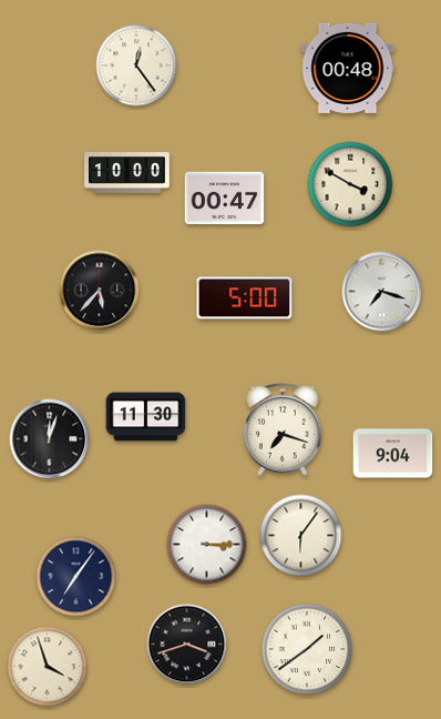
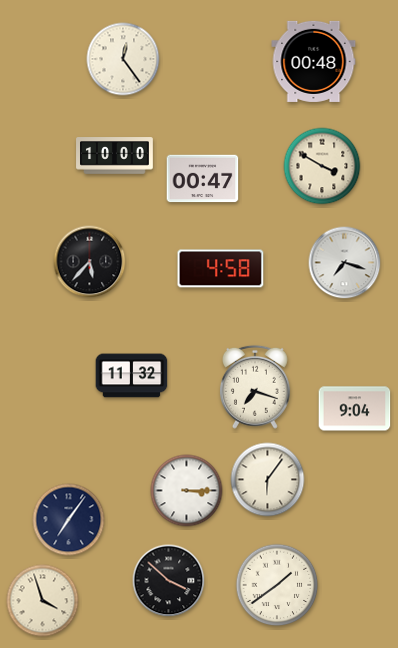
clock at (350, 184) position: (350, 184) -> (322, 166)
clock at (245, 298): 5:00 -> 4:58
clock at (146, 417): 11:30 -> 11:32
clock at (50, 439): 12:03 -> none
clock at (301, 536) position: (301, 536) -> (268, 480)
clock at (187, 645): 3:42 -> 3:52
